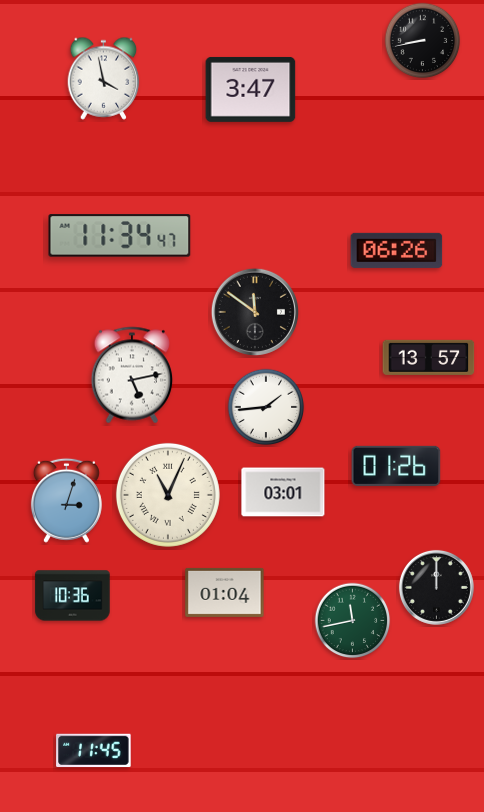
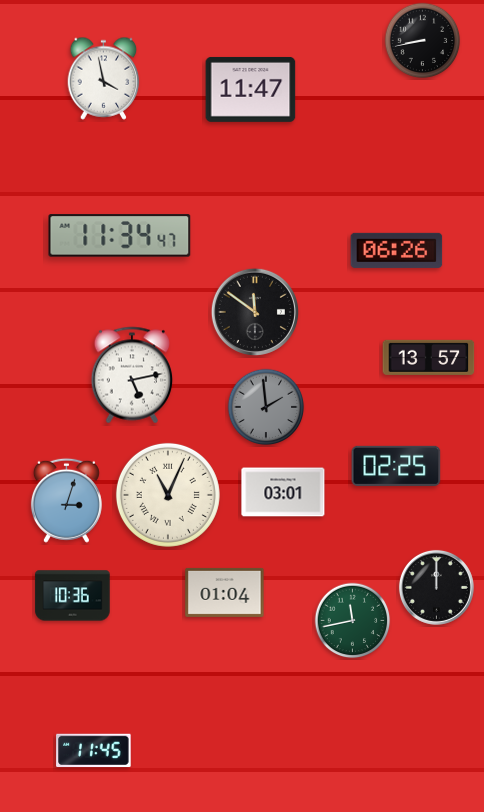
clock at (251, 89): 3:47 -> 11:47
clock at (266, 407): 1:44 -> 1:59
clock at (266, 407) dial: white -> grey
clock at (396, 466): 01:26 -> 02:25
